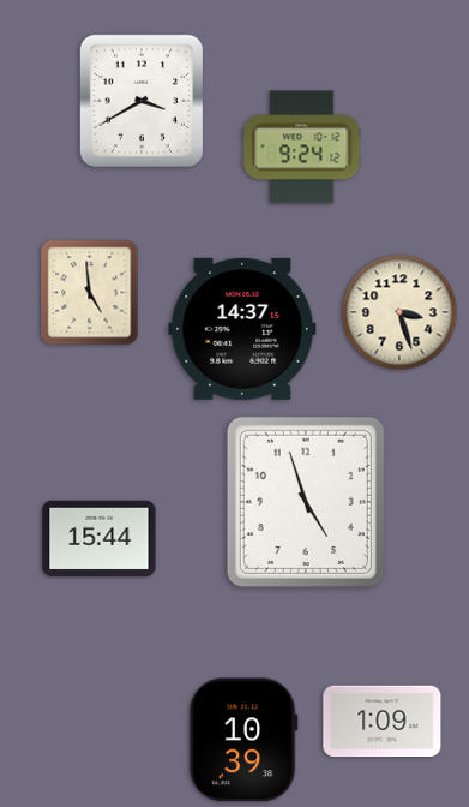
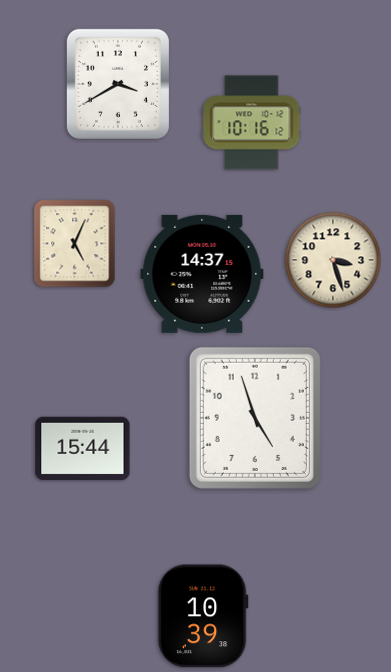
clock at (302, 148): 9:24 -> 10:16
clock at (90, 293): 4:59 -> 5:04
clock at (383, 722): 1:09 -> none
